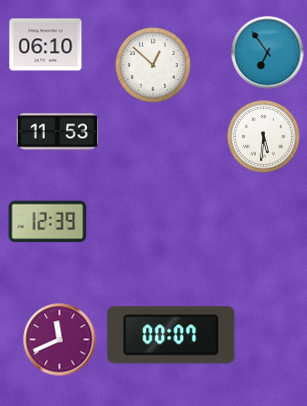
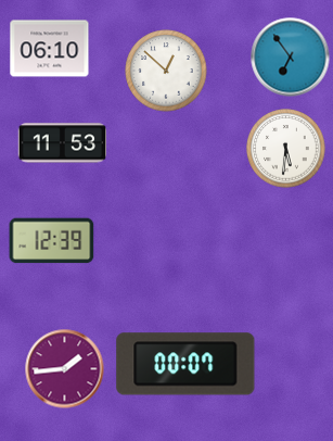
clock at (60, 340): 11:41 -> 1:44
